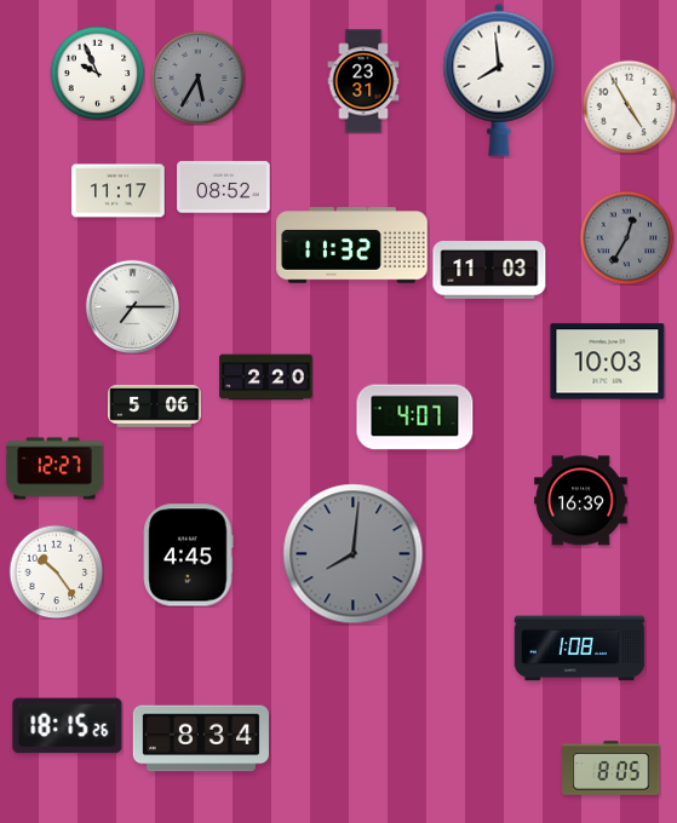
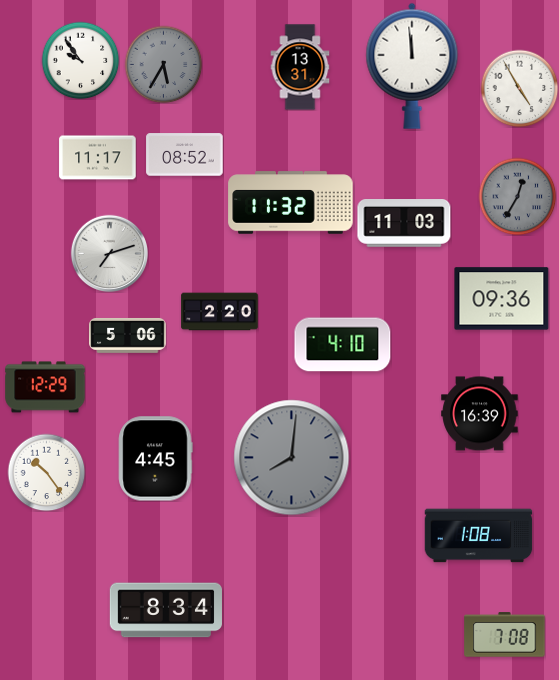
clock at (97, 73): 9:56 -> 9:54
clock at (499, 80): 7:59 -> 11:59
clock at (363, 81): 23:31 -> 13:31
clock at (132, 306): 7:15 -> 7:12
clock at (608, 362): 10:03 -> 09:36
clock at (415, 418): 4:07 -> 4:10
clock at (54, 468): 12:27 -> 12:29
clock at (68, 726): 18:15 -> none
clock at (612, 769): 8:05 -> 7:08
